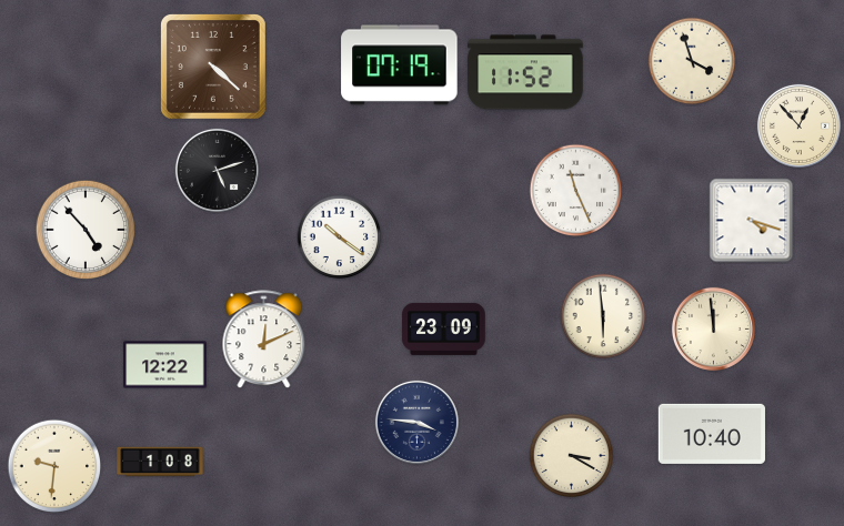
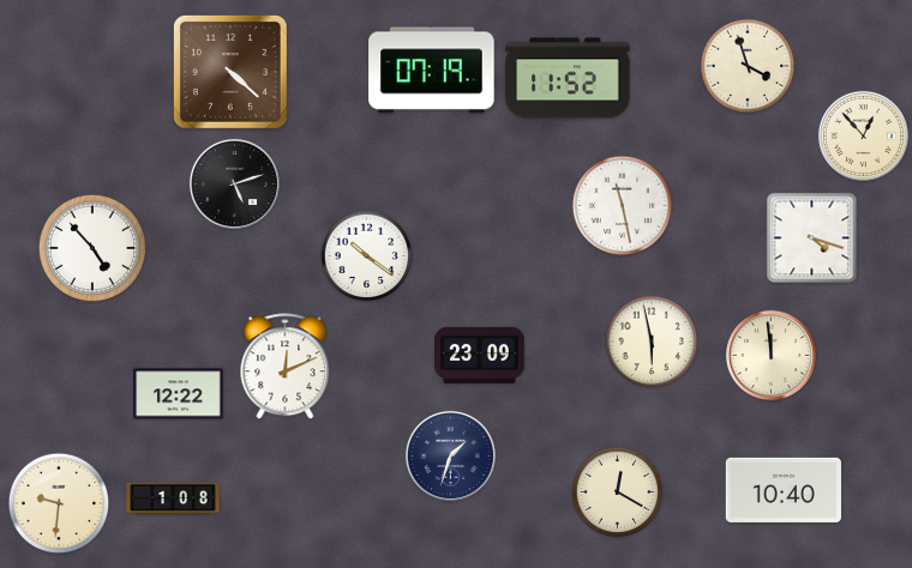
clock at (576, 191): 11:26 -> 11:28
clock at (603, 316): 5:59 -> 5:58
clock at (416, 422): 3:46 -> 1:33
clock at (712, 434) position: (712, 434) -> (784, 490)
clock at (572, 456): 3:20 -> 12:20
